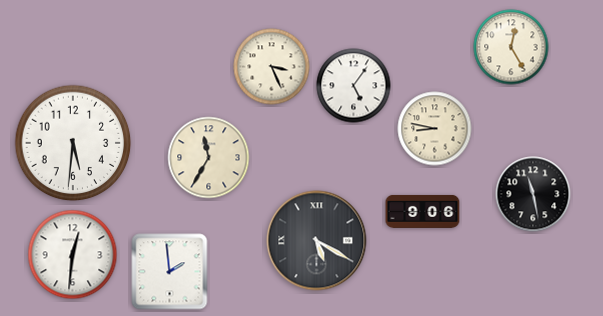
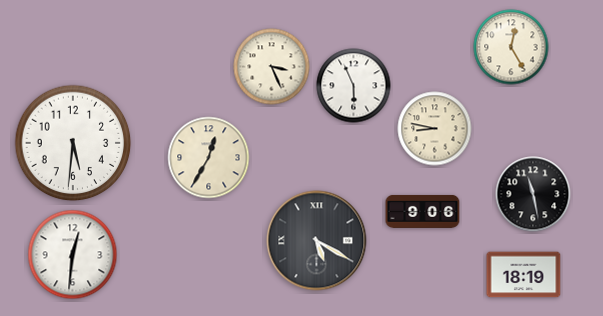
clock at (354, 86): 5:06 -> 5:56
clock at (209, 158): 11:35 -> 12:35
clock at (170, 272): 1:59 -> none
clock at (524, 275): none -> 18:19
